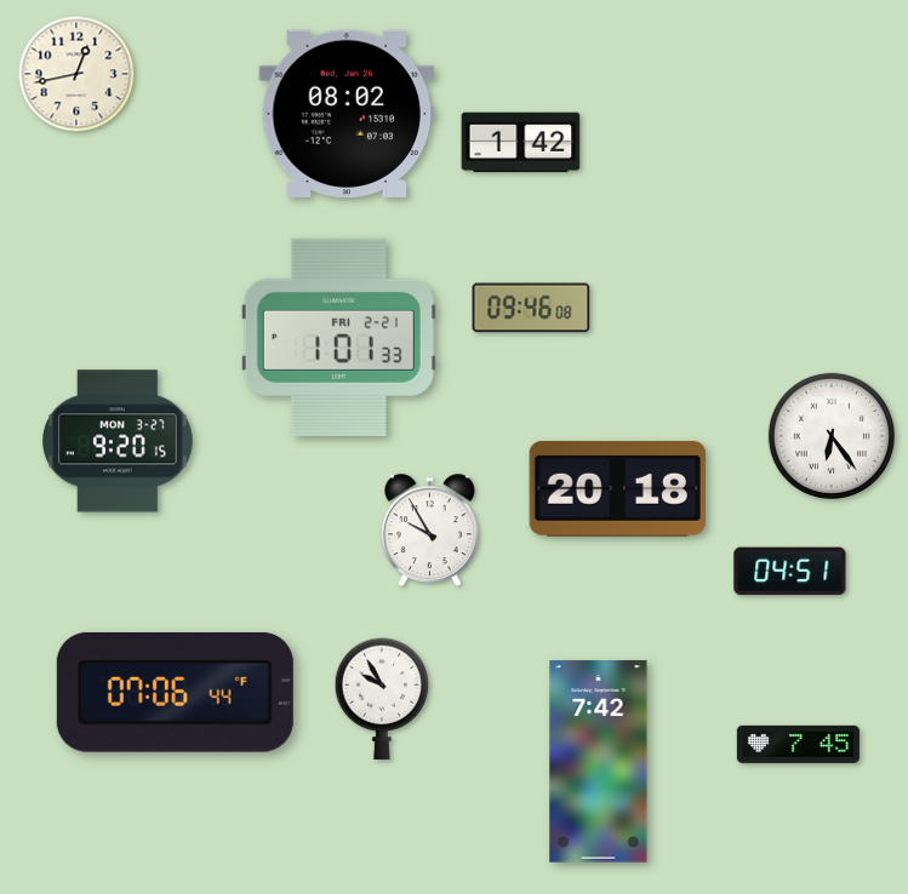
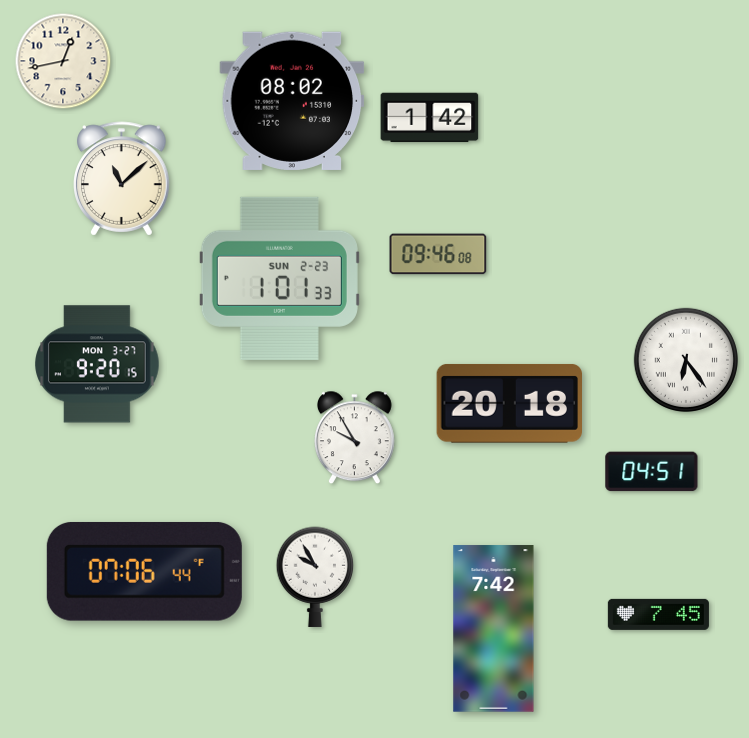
clock at (347, 114) position: (347, 114) -> (292, 101)
clock at (122, 179): none -> 11:08
clock at (338, 337) date: FRI 2-21 -> SUN 2-23
